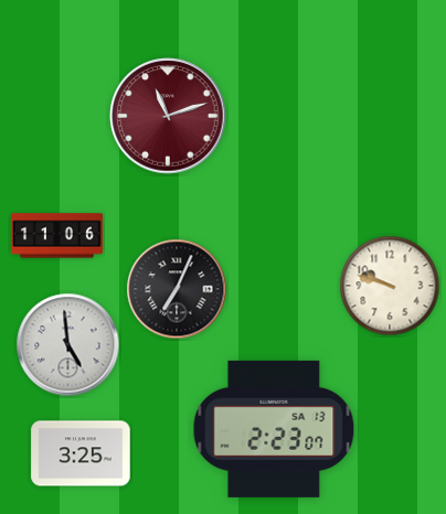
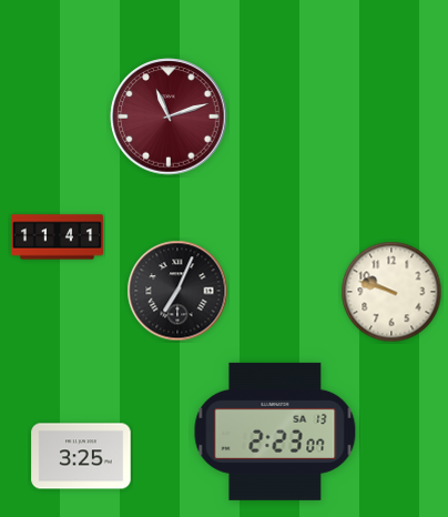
clock at (56, 236): 11:06 -> 11:41
clock at (390, 286) position: (390, 286) -> (391, 292)
clock at (68, 345): 4:59 -> none
